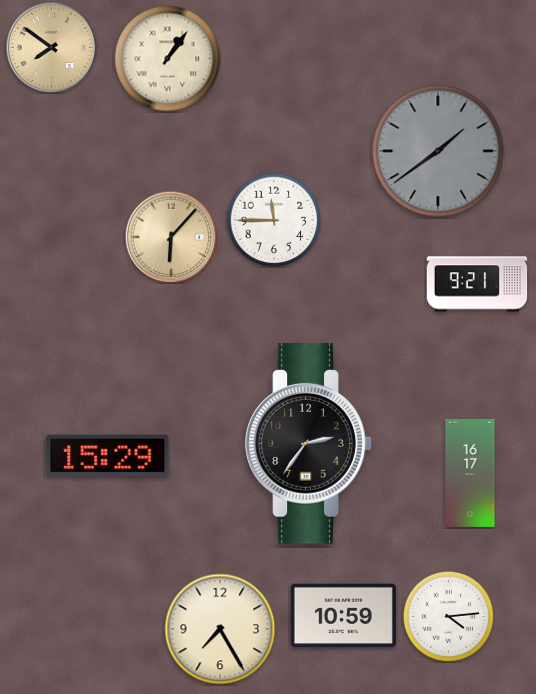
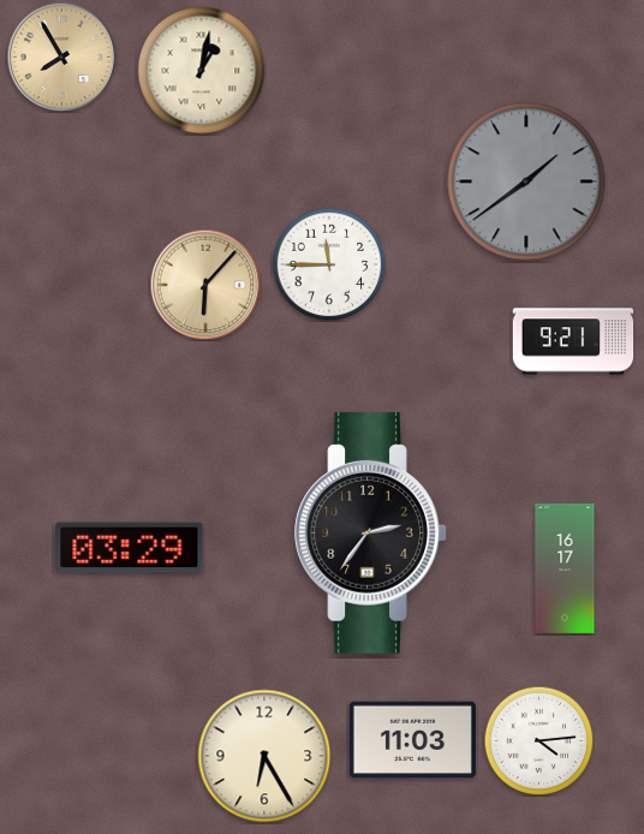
clock at (51, 47): 7:51 -> 7:55
clock at (168, 59): 1:06 -> 1:02
clock at (108, 456): 15:29 -> 03:29
clock at (343, 616): 10:59 -> 11:03
clock at (220, 629): 7:25 -> 6:25
